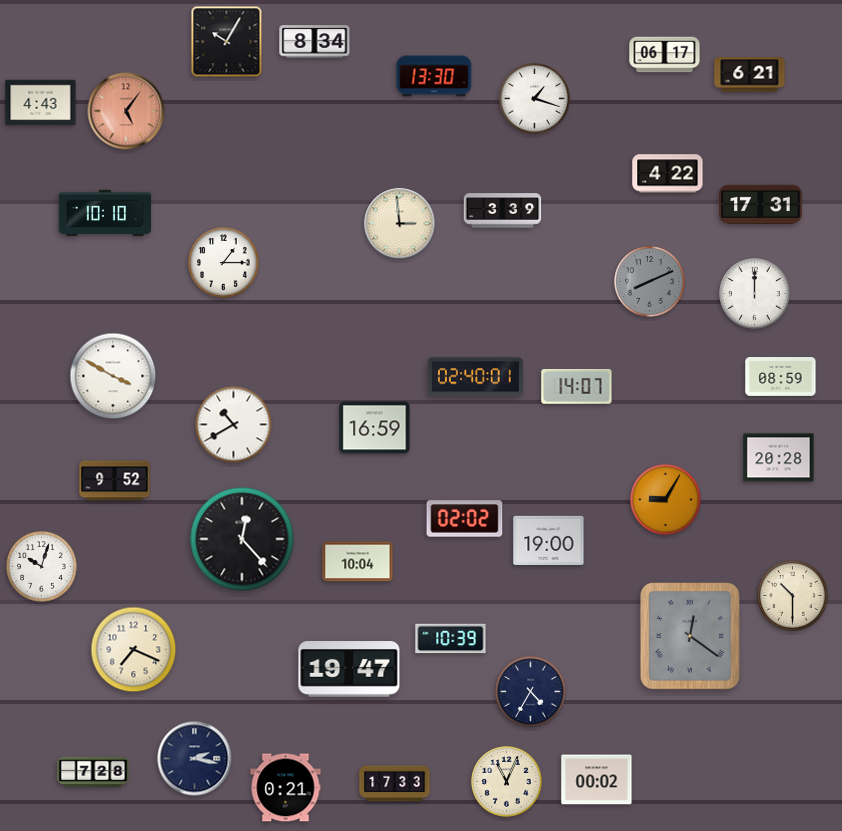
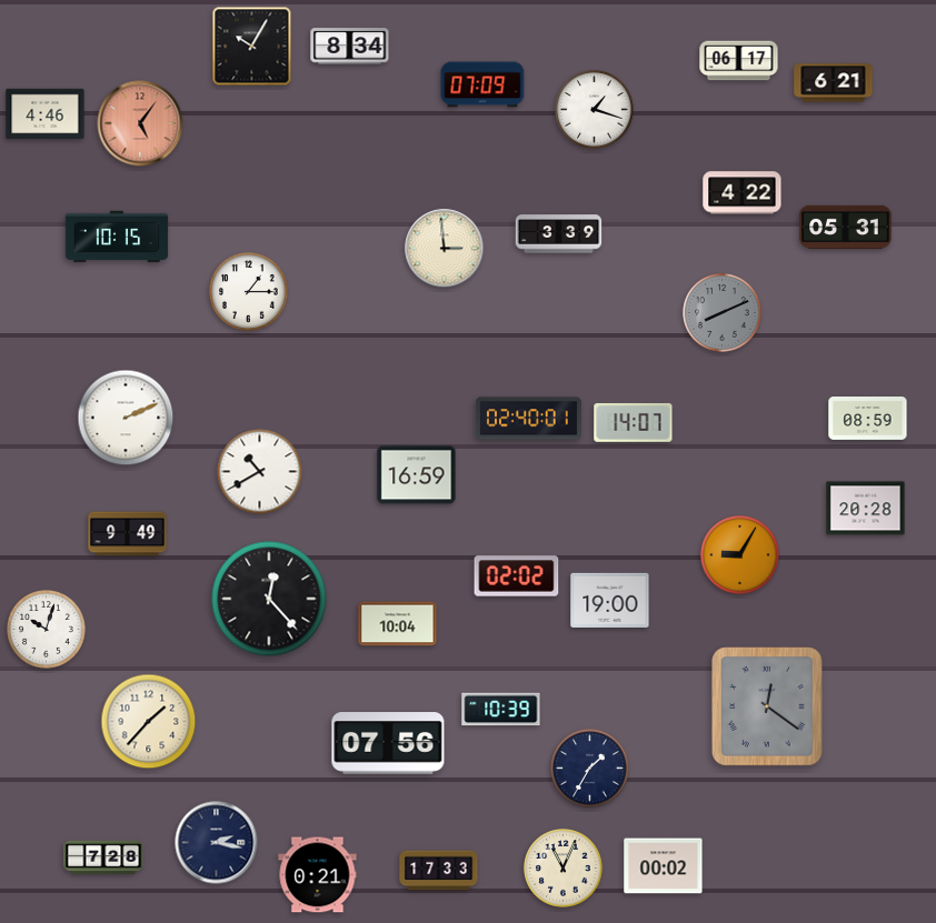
clock at (434, 76): 13:30 -> 07:09
clock at (41, 103): 4:43 -> 4:46
clock at (761, 205): 17:31 -> 05:31
clock at (105, 213): 10:10 -> 10:15
clock at (755, 294): 12:00 -> none
clock at (113, 376): 3:50 -> 2:11
clock at (577, 386) position: (577, 386) -> (634, 422)
clock at (115, 481): 9:52 -> 9:49
clock at (793, 596): 10:30 -> none
clock at (134, 650): 7:19 -> 1:37
clock at (349, 669): 19:47 -> 07:56
clock at (531, 692): 4:35 -> 1:35
